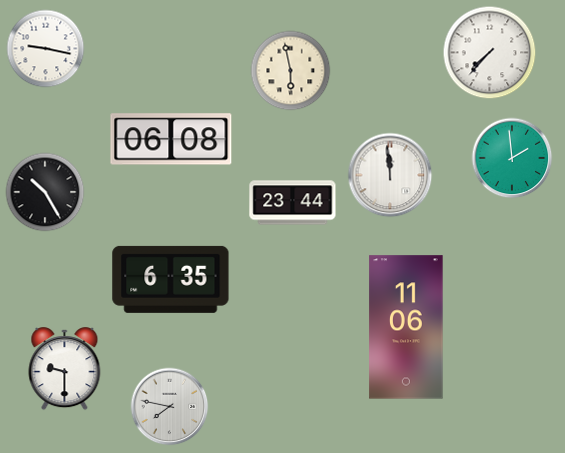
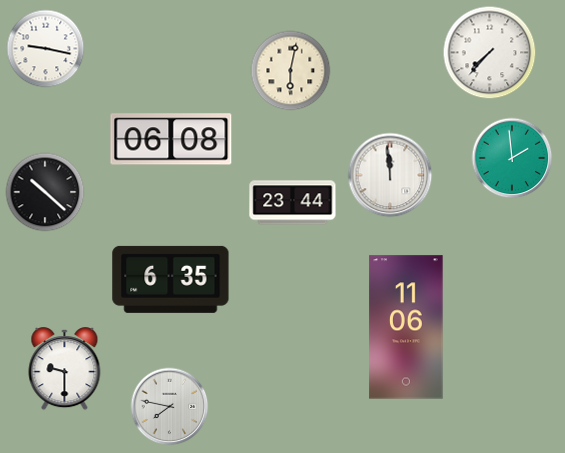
clock at (291, 71): 5:58 -> 6:02
clock at (45, 192): 10:25 -> 10:22
